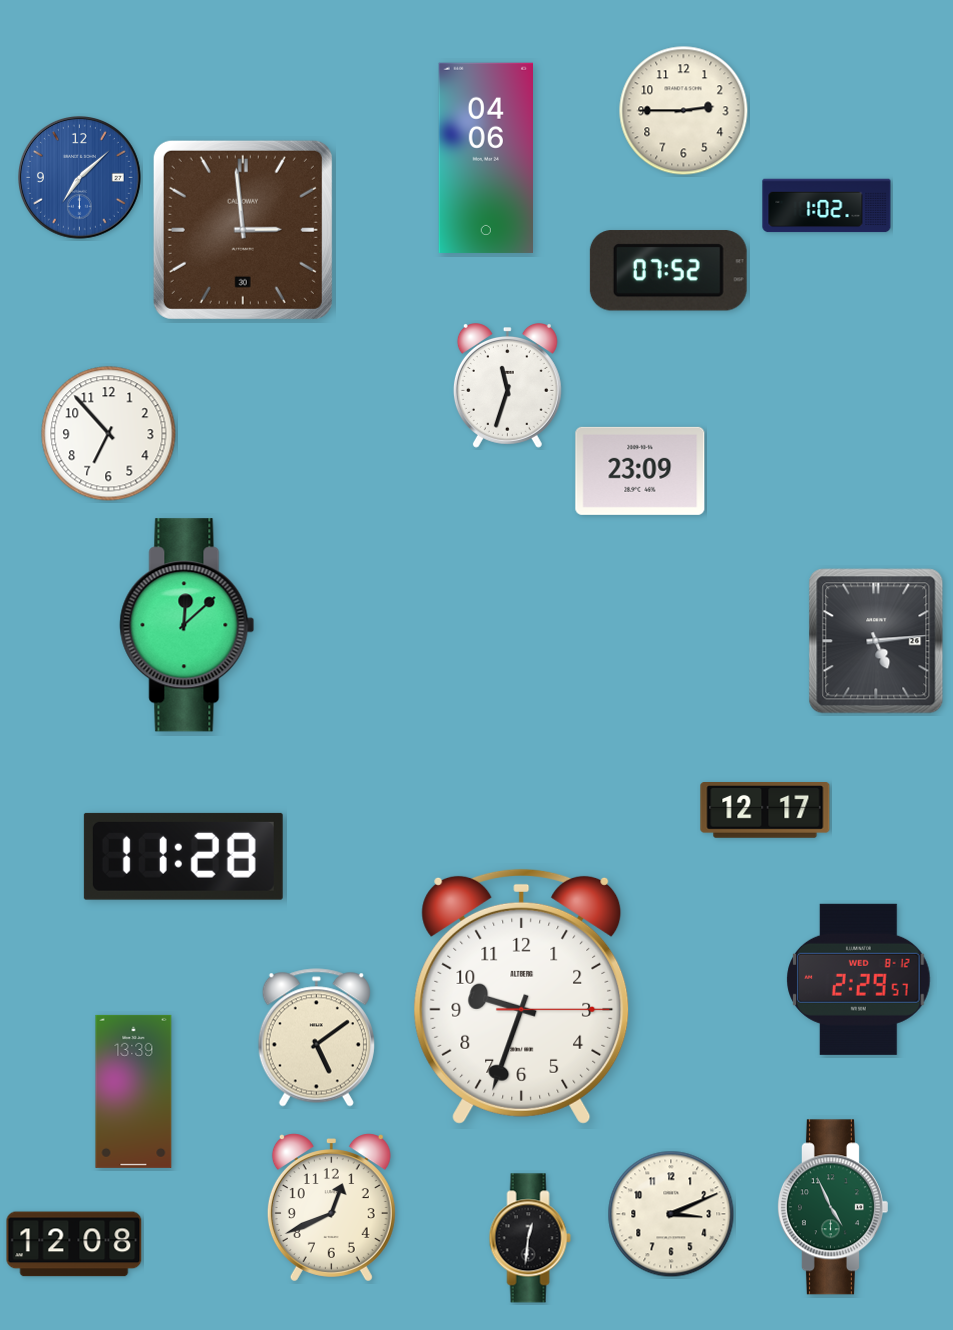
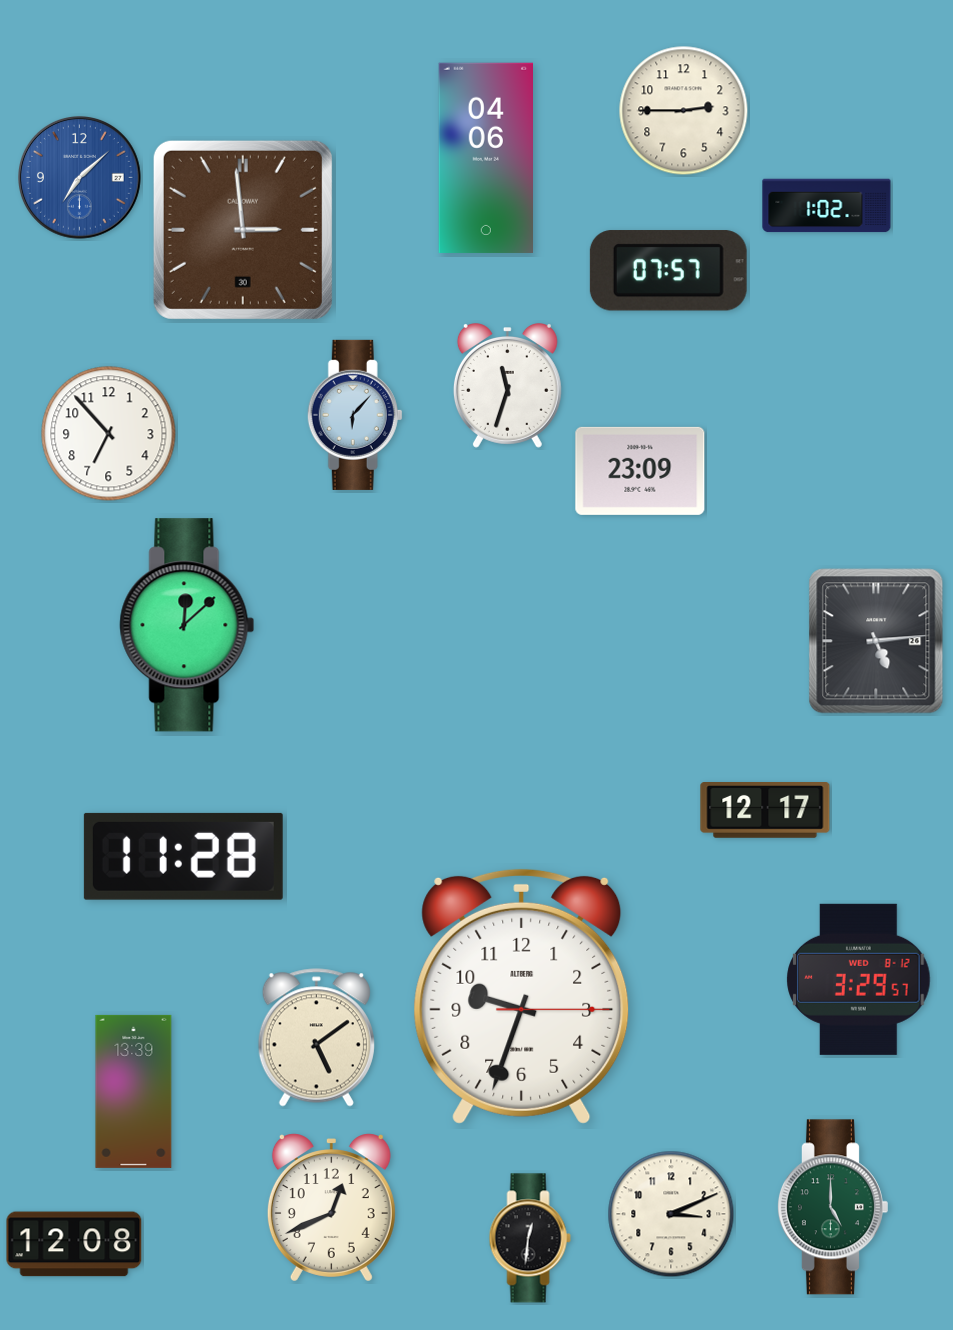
clock at (668, 271): 07:52 -> 07:57
clock at (355, 415): none -> 6:07
clock at (859, 979): 2:29 -> 3:29
clock at (832, 1207): 4:56 -> 5:00
